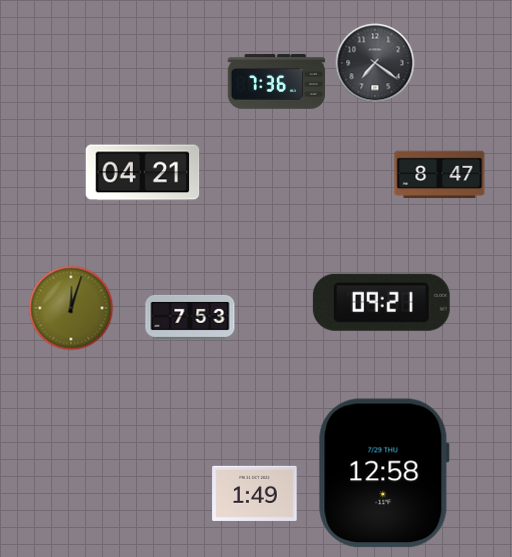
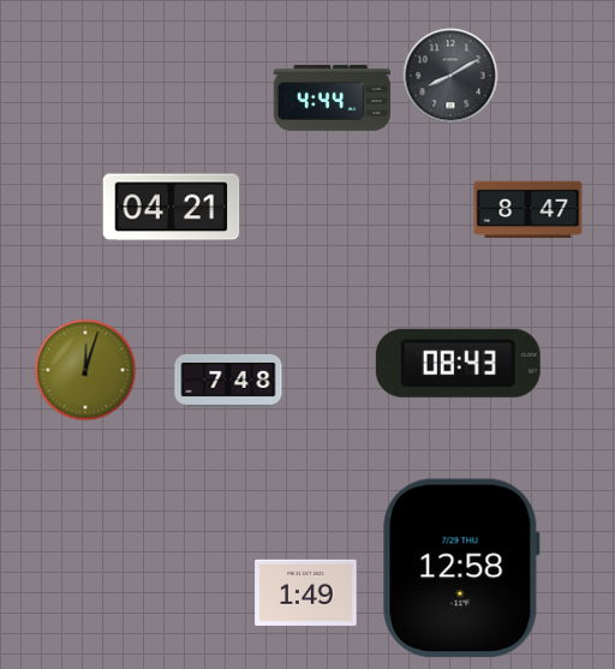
clock at (375, 63): 7:21 -> 8:10
clock at (277, 82): 7:36 -> 4:44
clock at (381, 302): 09:21 -> 08:43
clock at (190, 317): 7:53 -> 7:48
